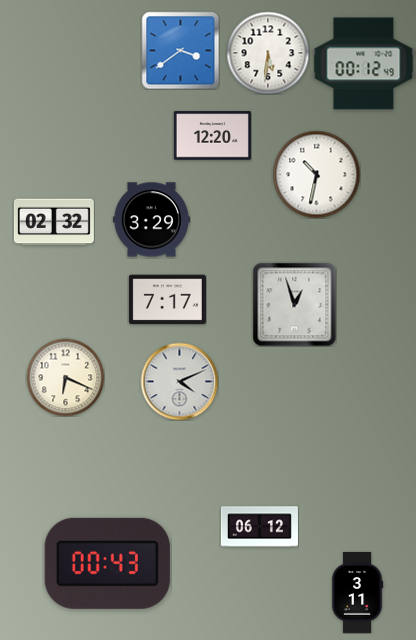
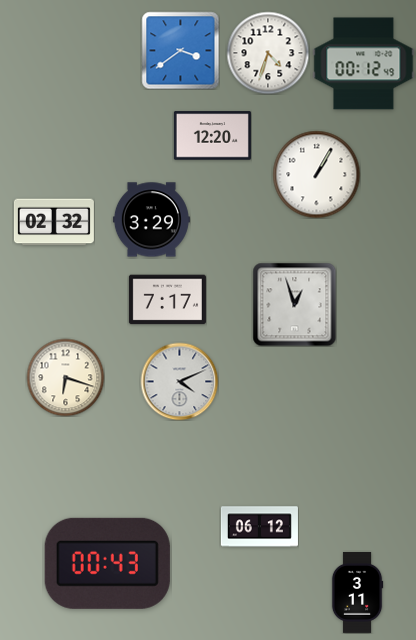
clock at (268, 53): 5:31 -> 4:33
clock at (316, 174): 10:32 -> 1:05
clock at (65, 377): 6:19 -> 6:18
